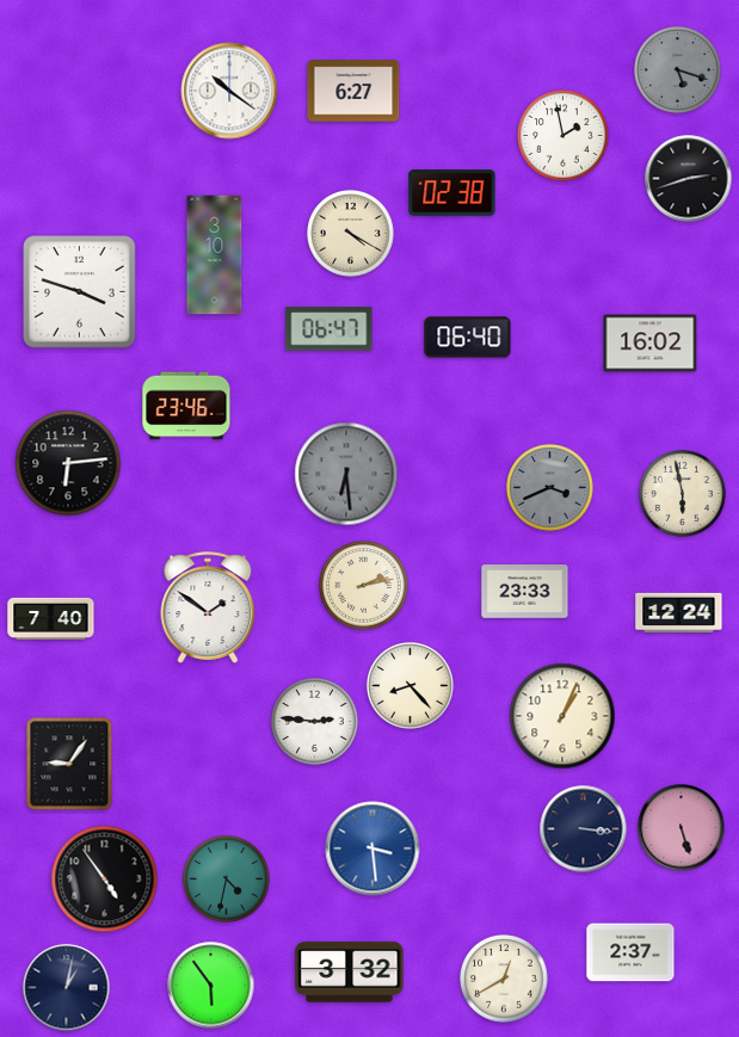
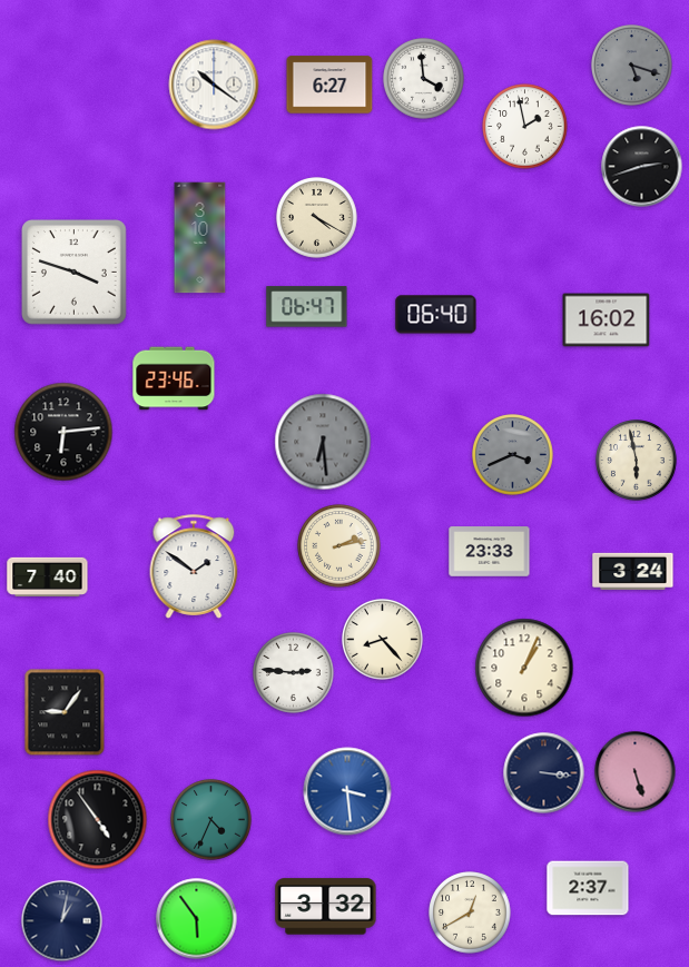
clock at (424, 79): none -> 3:59
clock at (452, 193): 02:38 -> none
clock at (351, 234) position: (351, 234) -> (317, 218)
clock at (679, 612): 12:24 -> 3:24
clock at (227, 879): 4:32 -> 4:34
